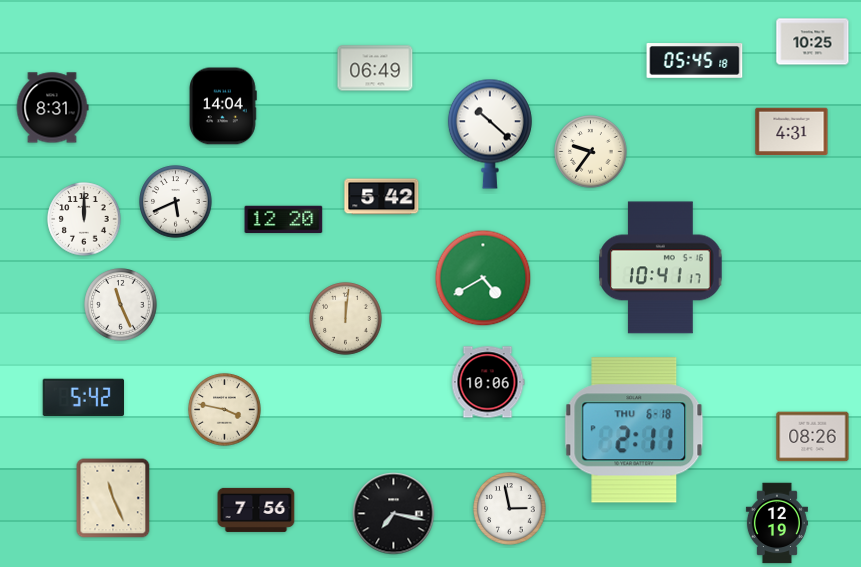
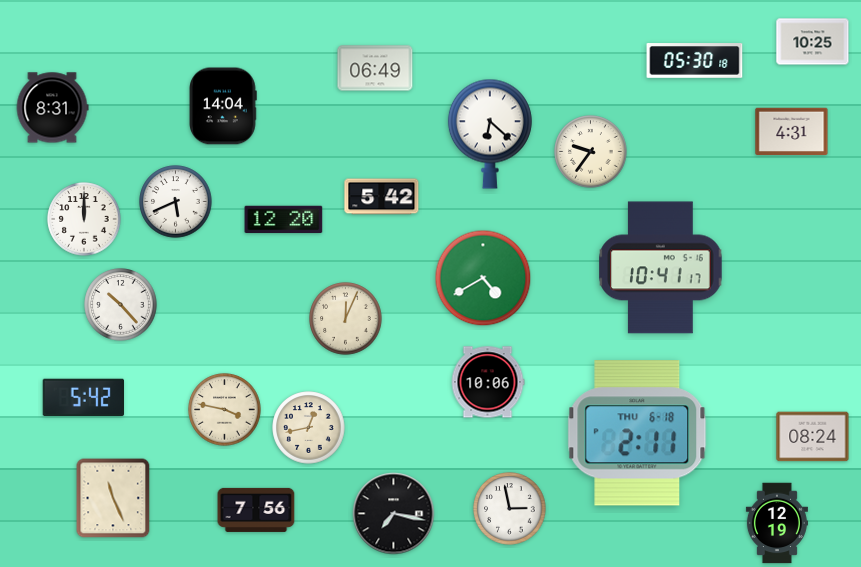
clock at (695, 61): 05:45 -> 05:30
clock at (490, 134): 10:22 -> 6:22
clock at (121, 305): 11:26 -> 10:23
clock at (346, 319): 12:01 -> 12:04
clock at (309, 428): none -> 12:43
clock at (634, 430) position: (634, 430) -> (637, 433)
clock at (813, 437): 08:26 -> 08:24
